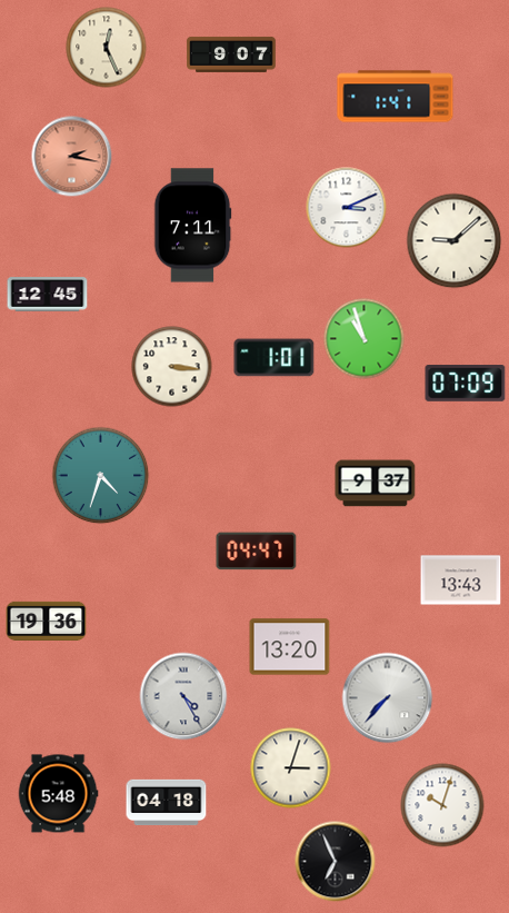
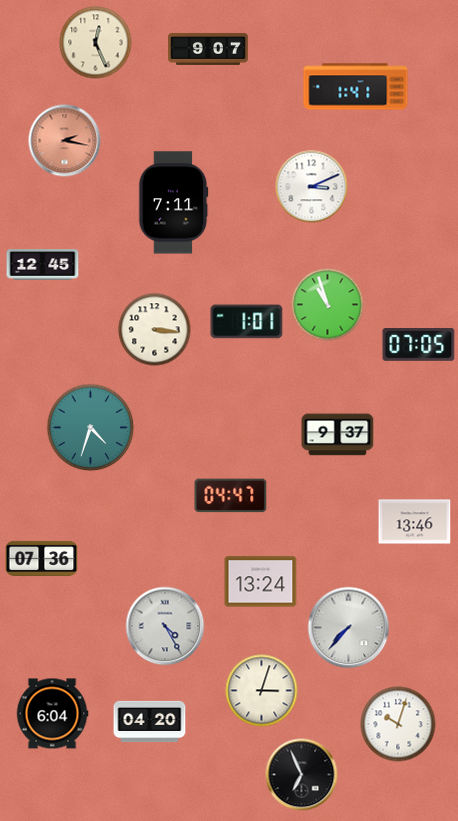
clock at (455, 241): 9:08 -> none
clock at (466, 384): 07:09 -> 07:05
clock at (461, 580): 13:43 -> 13:46
clock at (47, 621): 19:36 -> 07:36
clock at (290, 647): 13:20 -> 13:24
clock at (58, 794): 5:48 -> 6:04
clock at (167, 803): 04:18 -> 04:20
